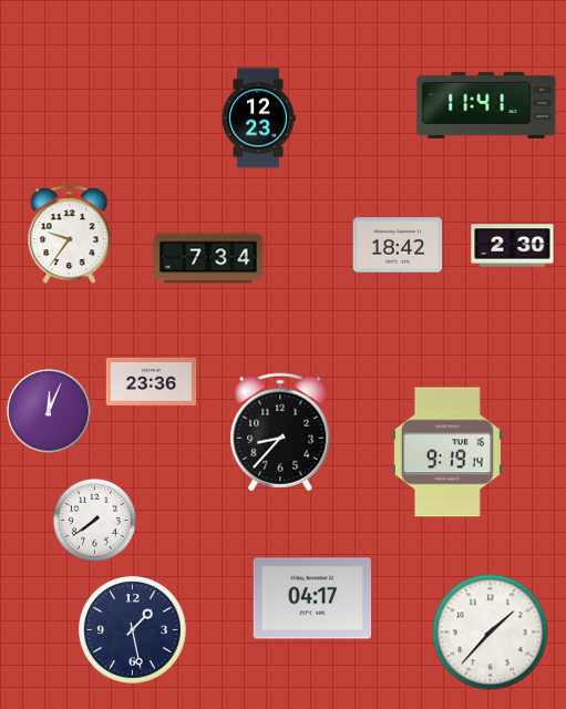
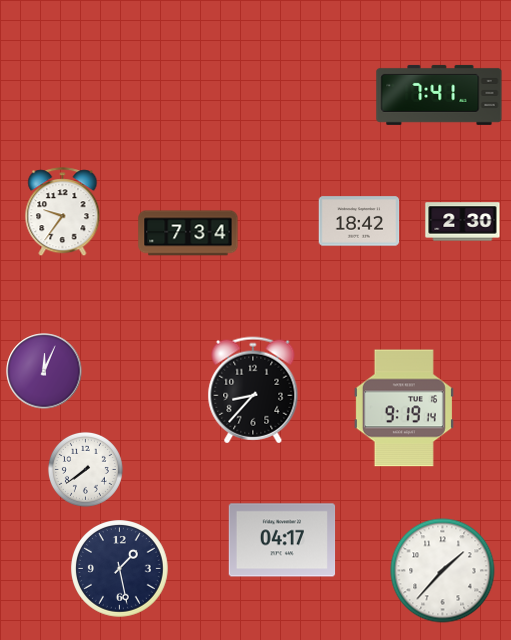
clock at (486, 105): 11:41 -> 7:41
clock at (258, 119): 12:23 -> none
clock at (152, 381): 23:36 -> none
